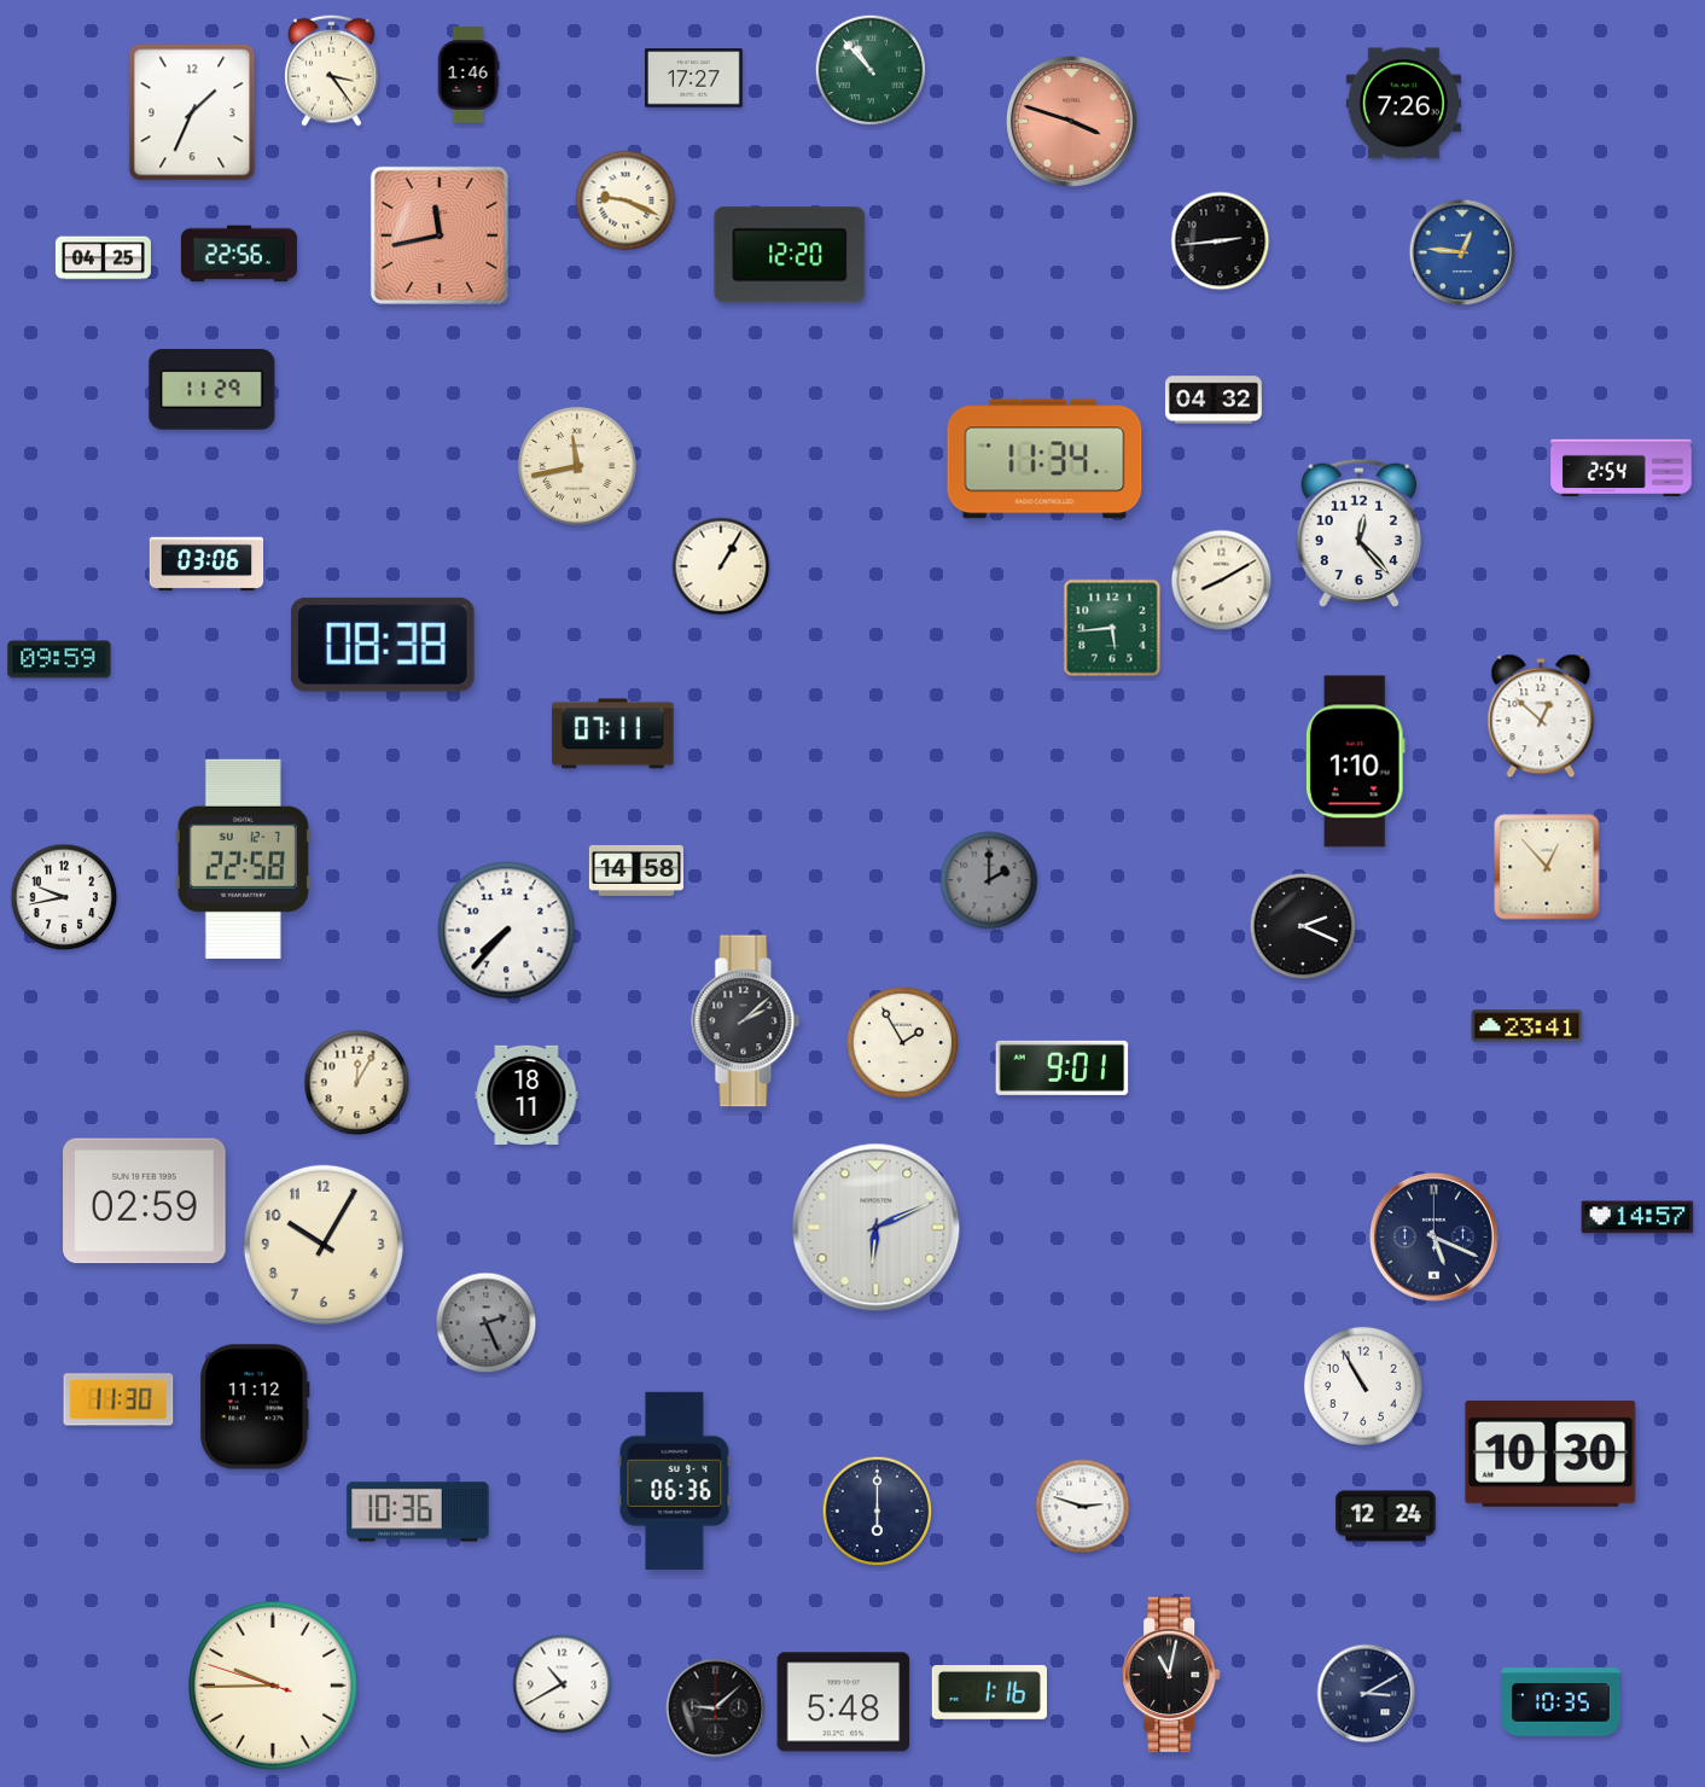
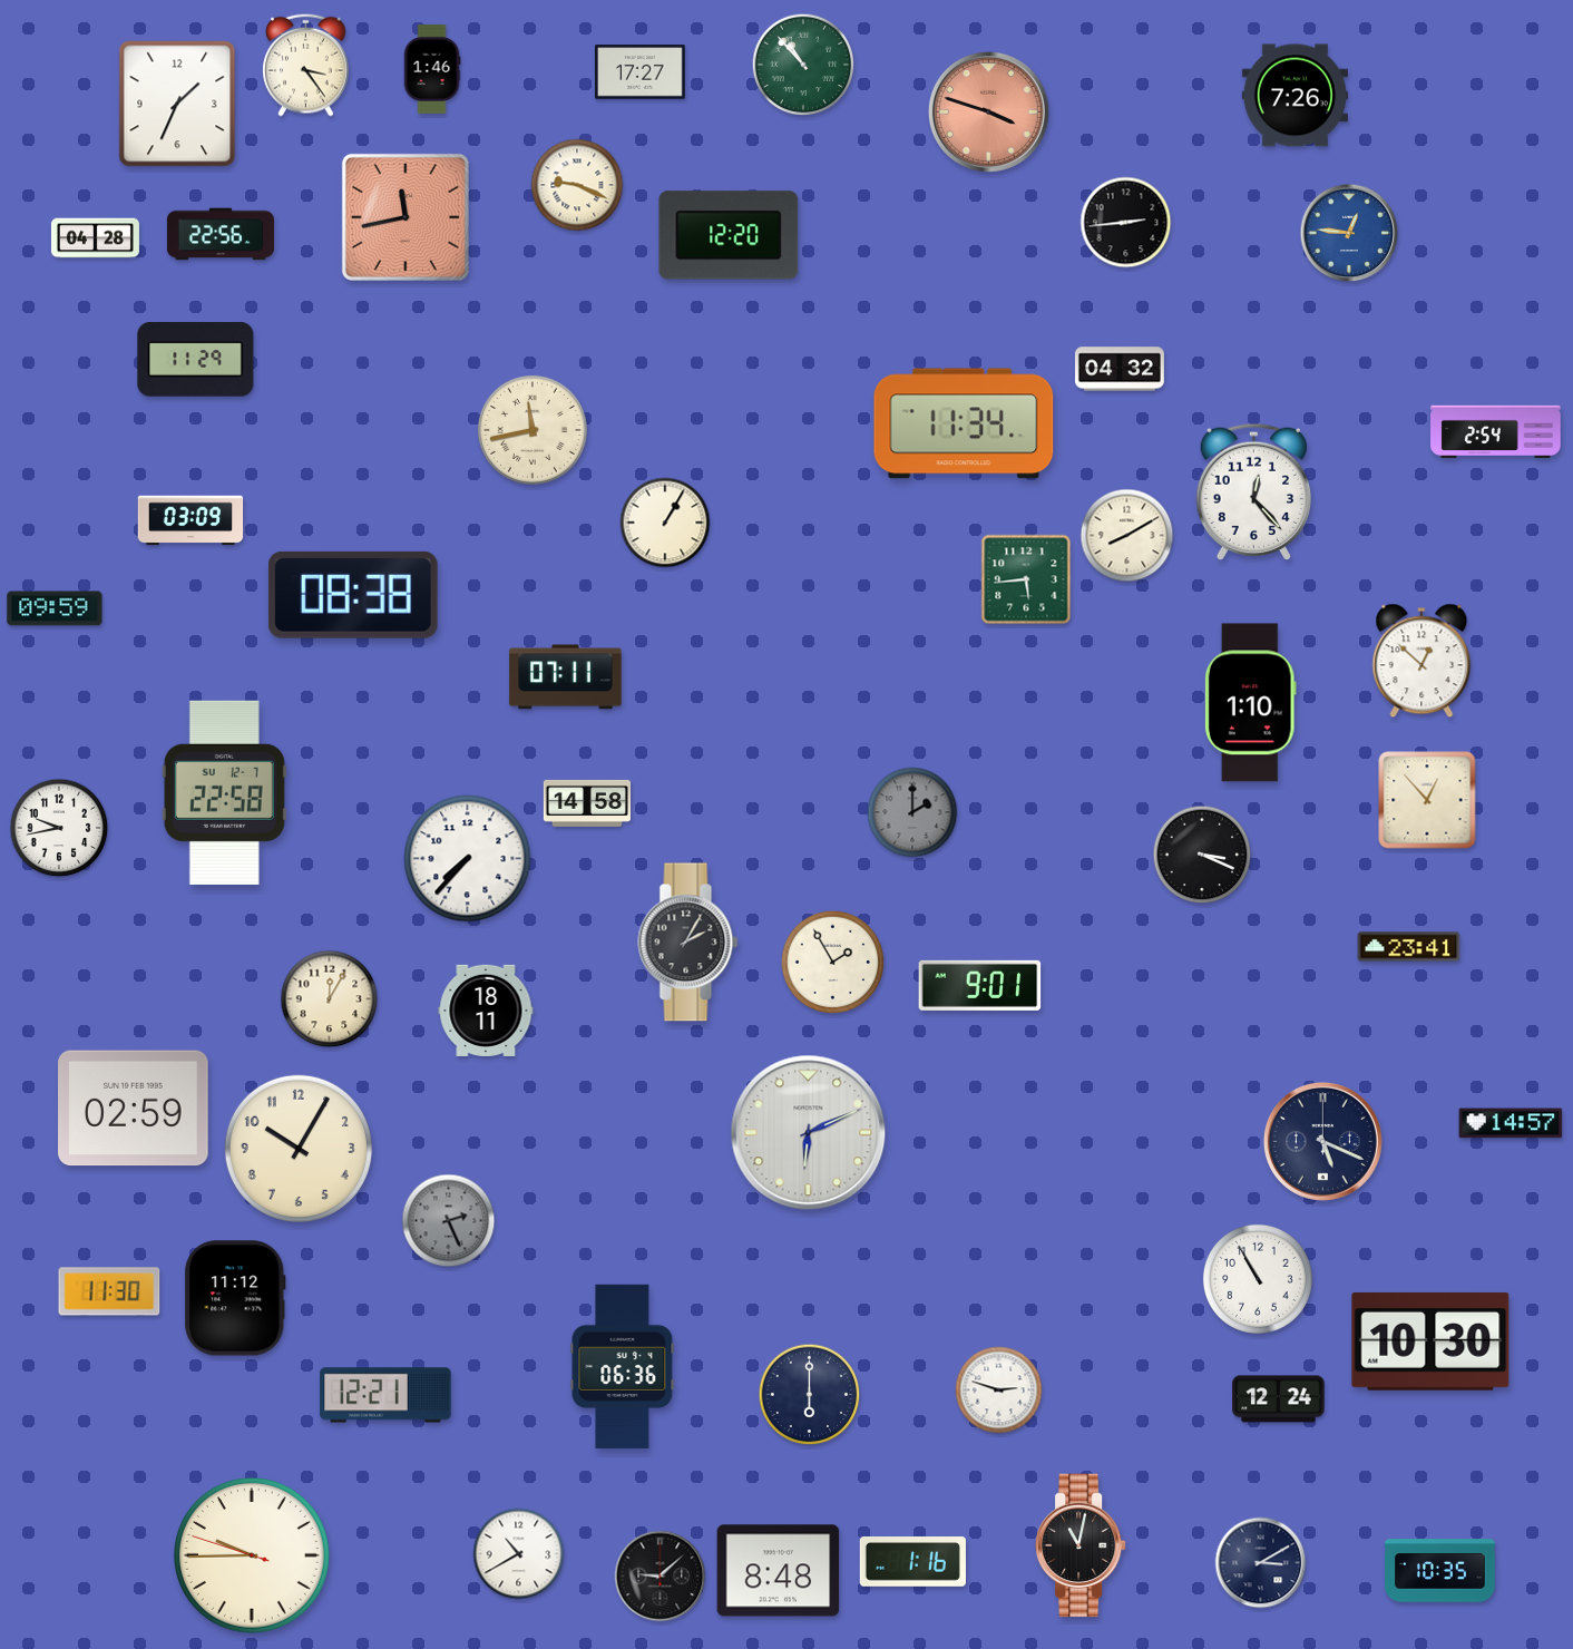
clock at (103, 258): 04:25 -> 04:28
clock at (206, 564): 03:06 -> 03:09
clock at (1303, 926): 2:19 -> 3:19
clock at (746, 1021): 2:08 -> 2:05
clock at (418, 1512): 10:36 -> 12:21
clock at (844, 1702): 5:48 -> 8:48
